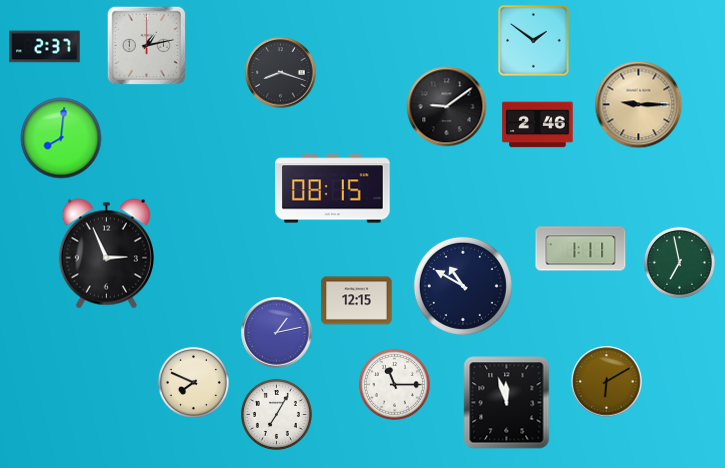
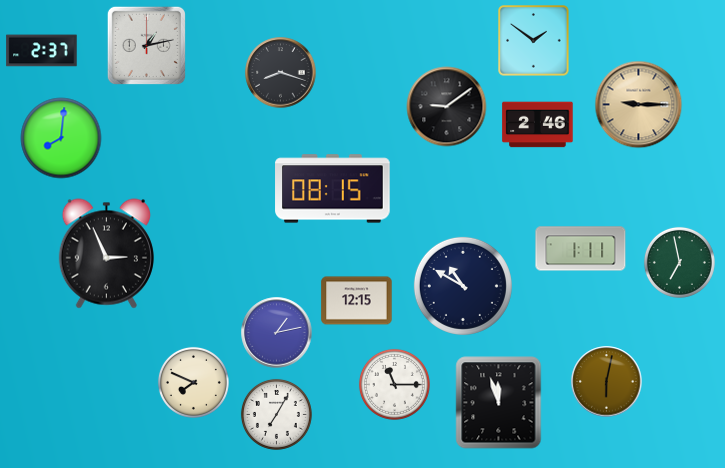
clock at (45, 47) position: (45, 47) -> (42, 51)
clock at (607, 382): 6:10 -> 6:02
clock at (507, 403) position: (507, 403) -> (499, 403)
